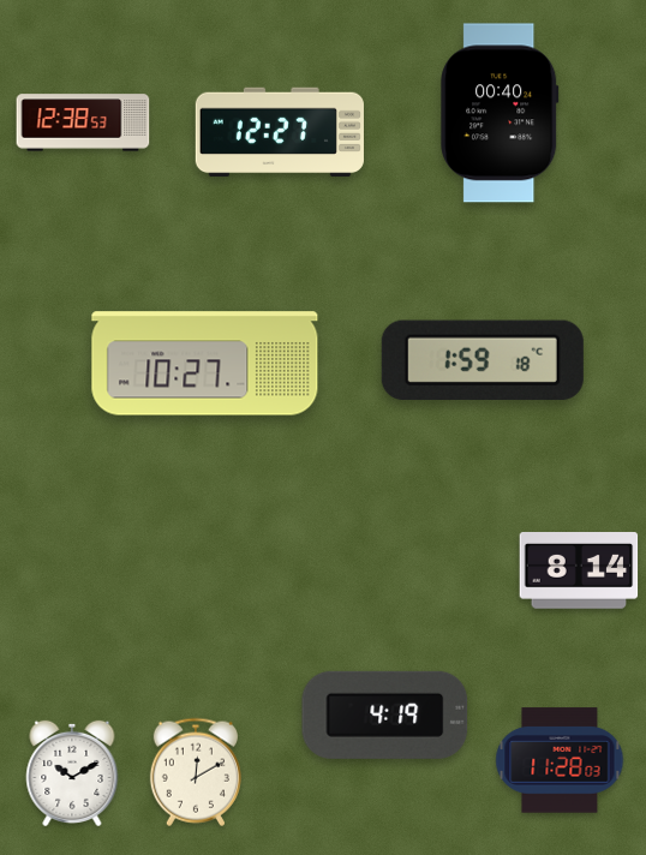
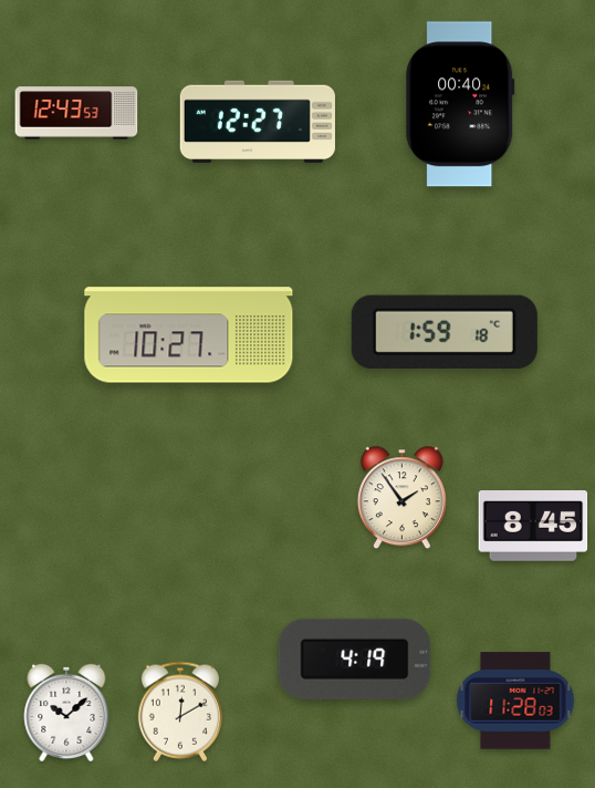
clock at (83, 122): 12:38 -> 12:43
clock at (401, 498): none -> 1:54
clock at (579, 572): 8:14 -> 8:45
clock at (72, 773): 10:10 -> 10:08
